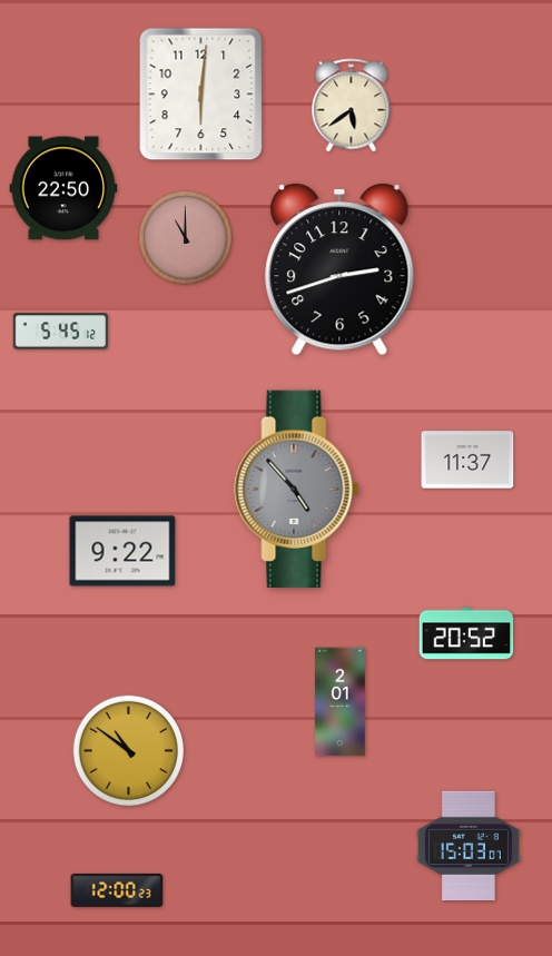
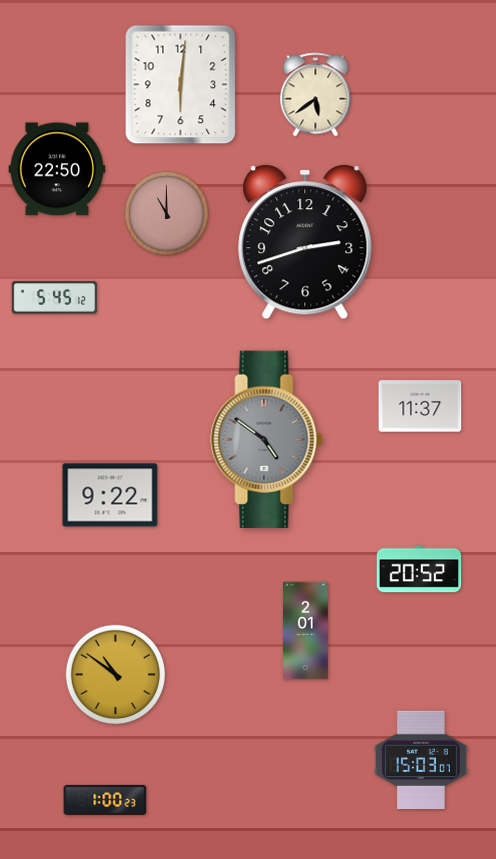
clock at (467, 460) position: (467, 460) -> (420, 406)
clock at (297, 489): 4:53 -> 4:51
clock at (117, 890): 12:00 -> 1:00
